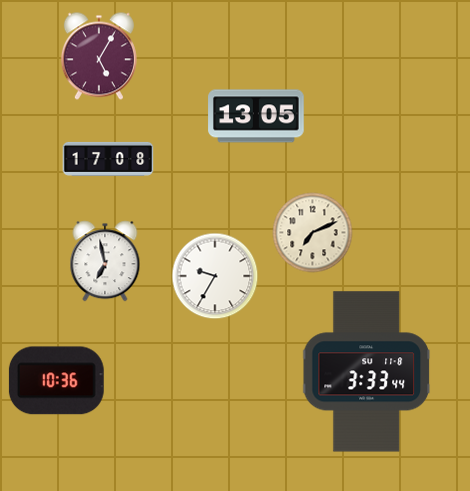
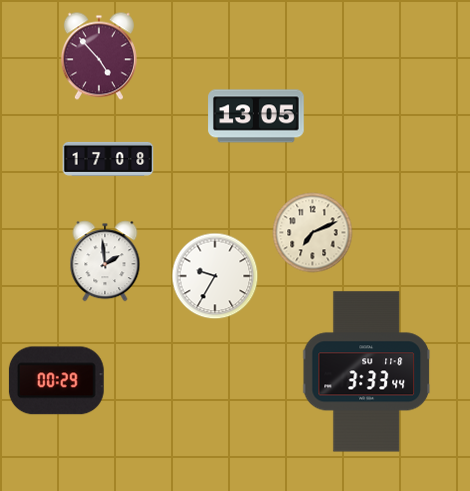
clock at (99, 56): 5:05 -> 4:53
clock at (105, 261): 6:58 -> 1:59
clock at (56, 381): 10:36 -> 00:29
